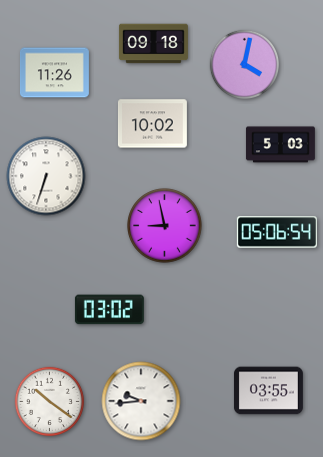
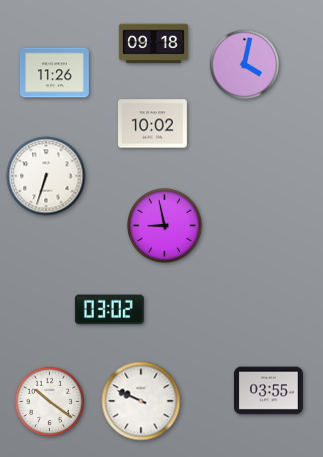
clock at (280, 145): 5:03 -> none
clock at (277, 232): 05:06 -> none
clock at (141, 401): 9:44 -> 9:49
